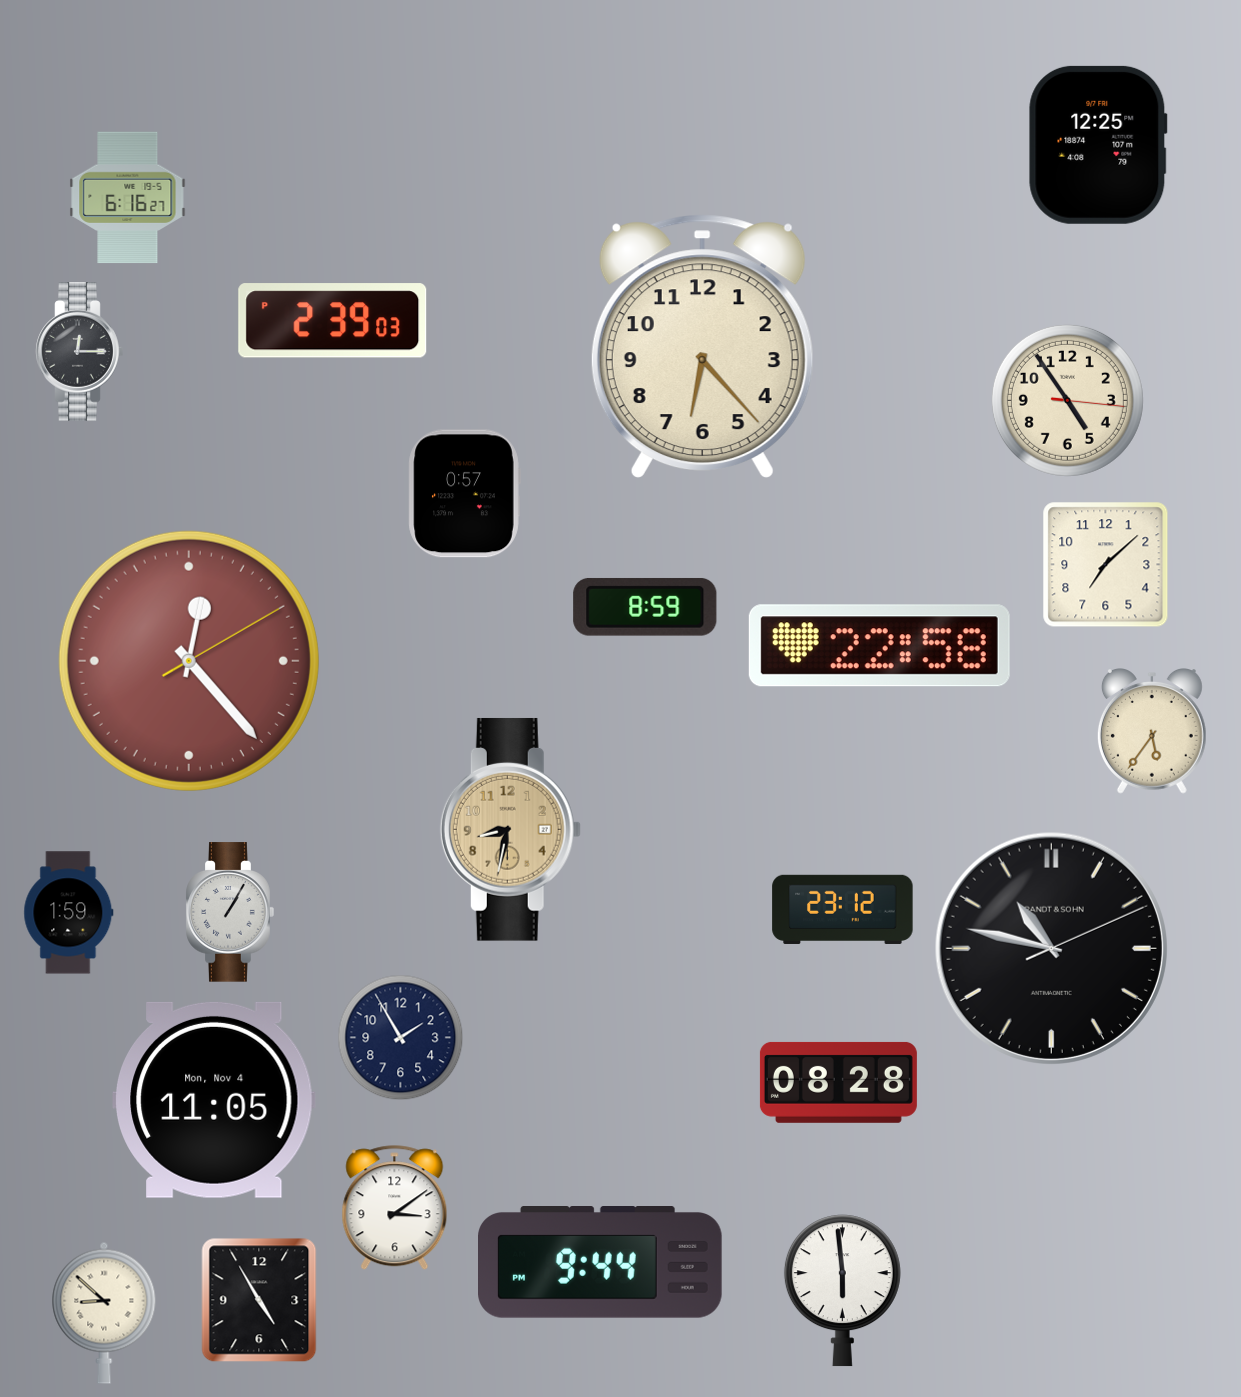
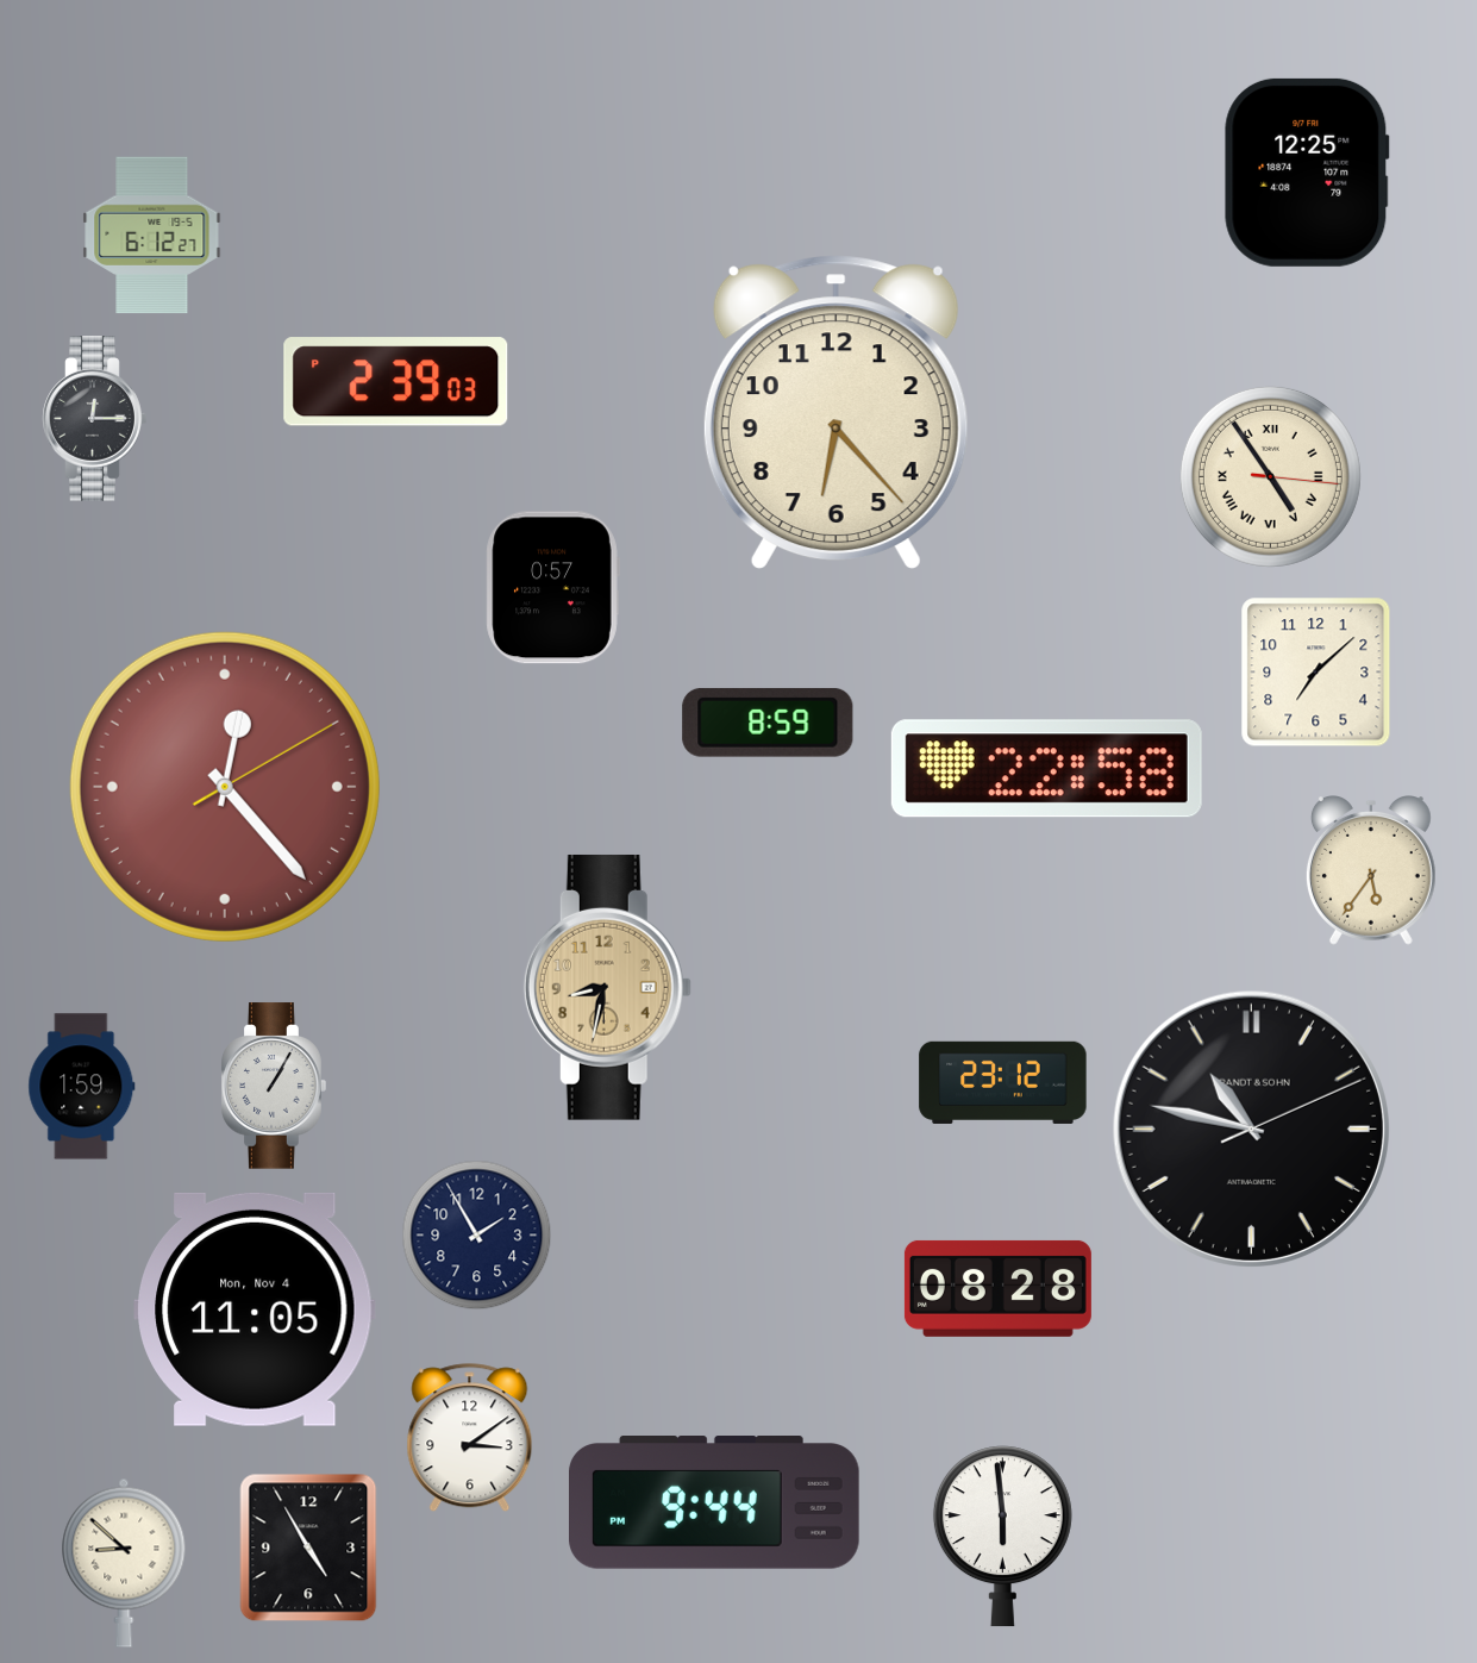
clock at (128, 198): 6:16 -> 6:12
clock at (1067, 400) numerals: Arabic -> Roman
